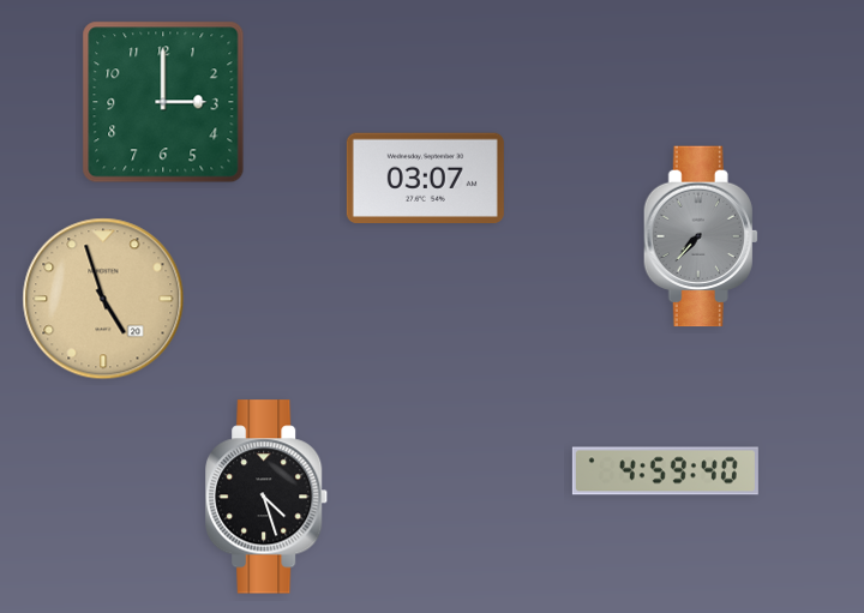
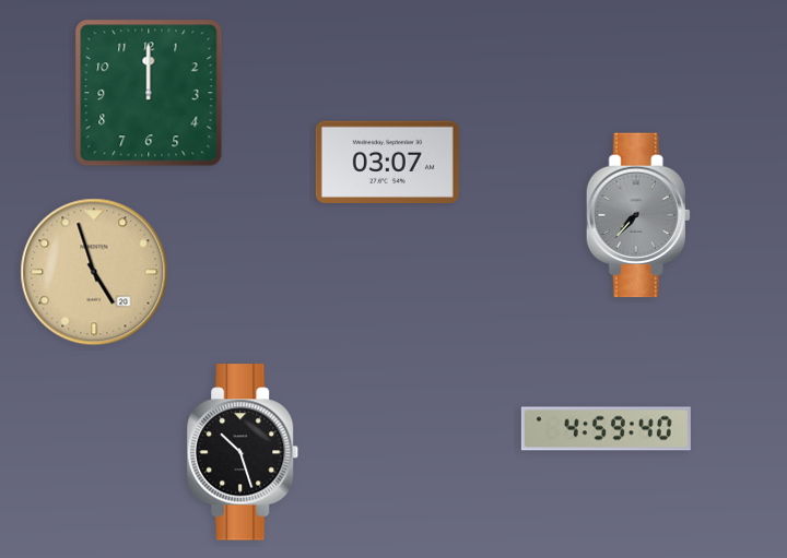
clock at (163, 102): 3:00 -> 12:00
clock at (268, 497): 4:27 -> 10:27
